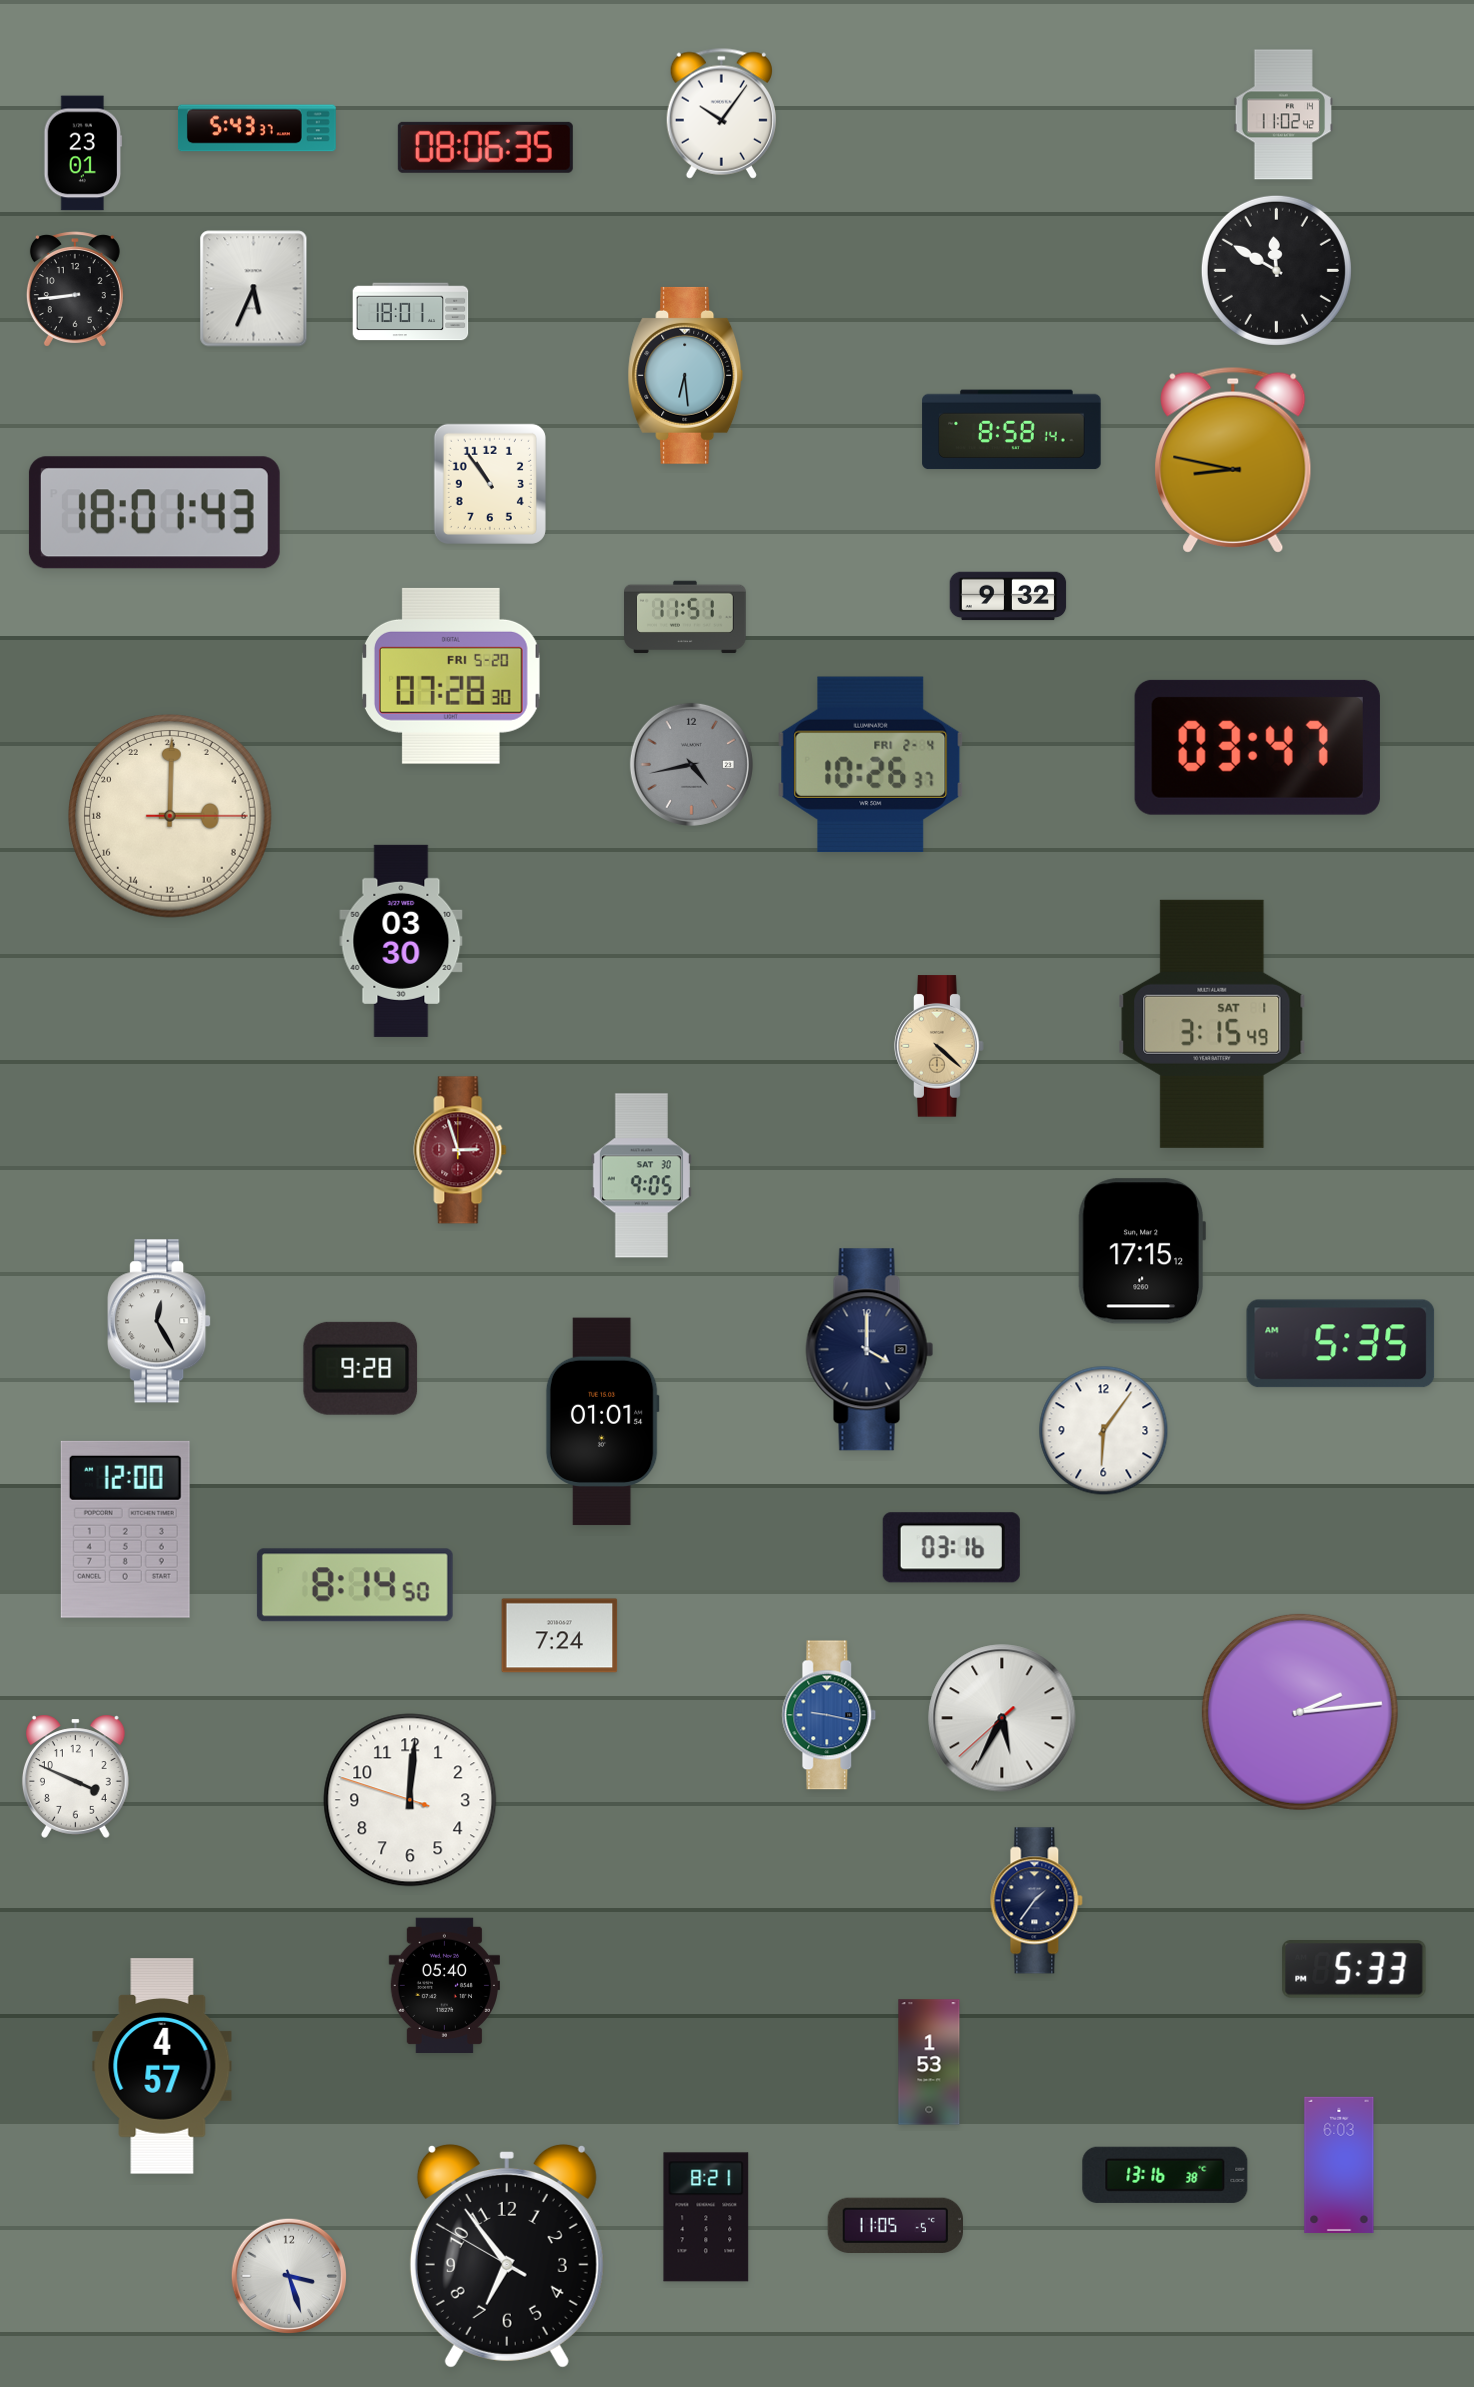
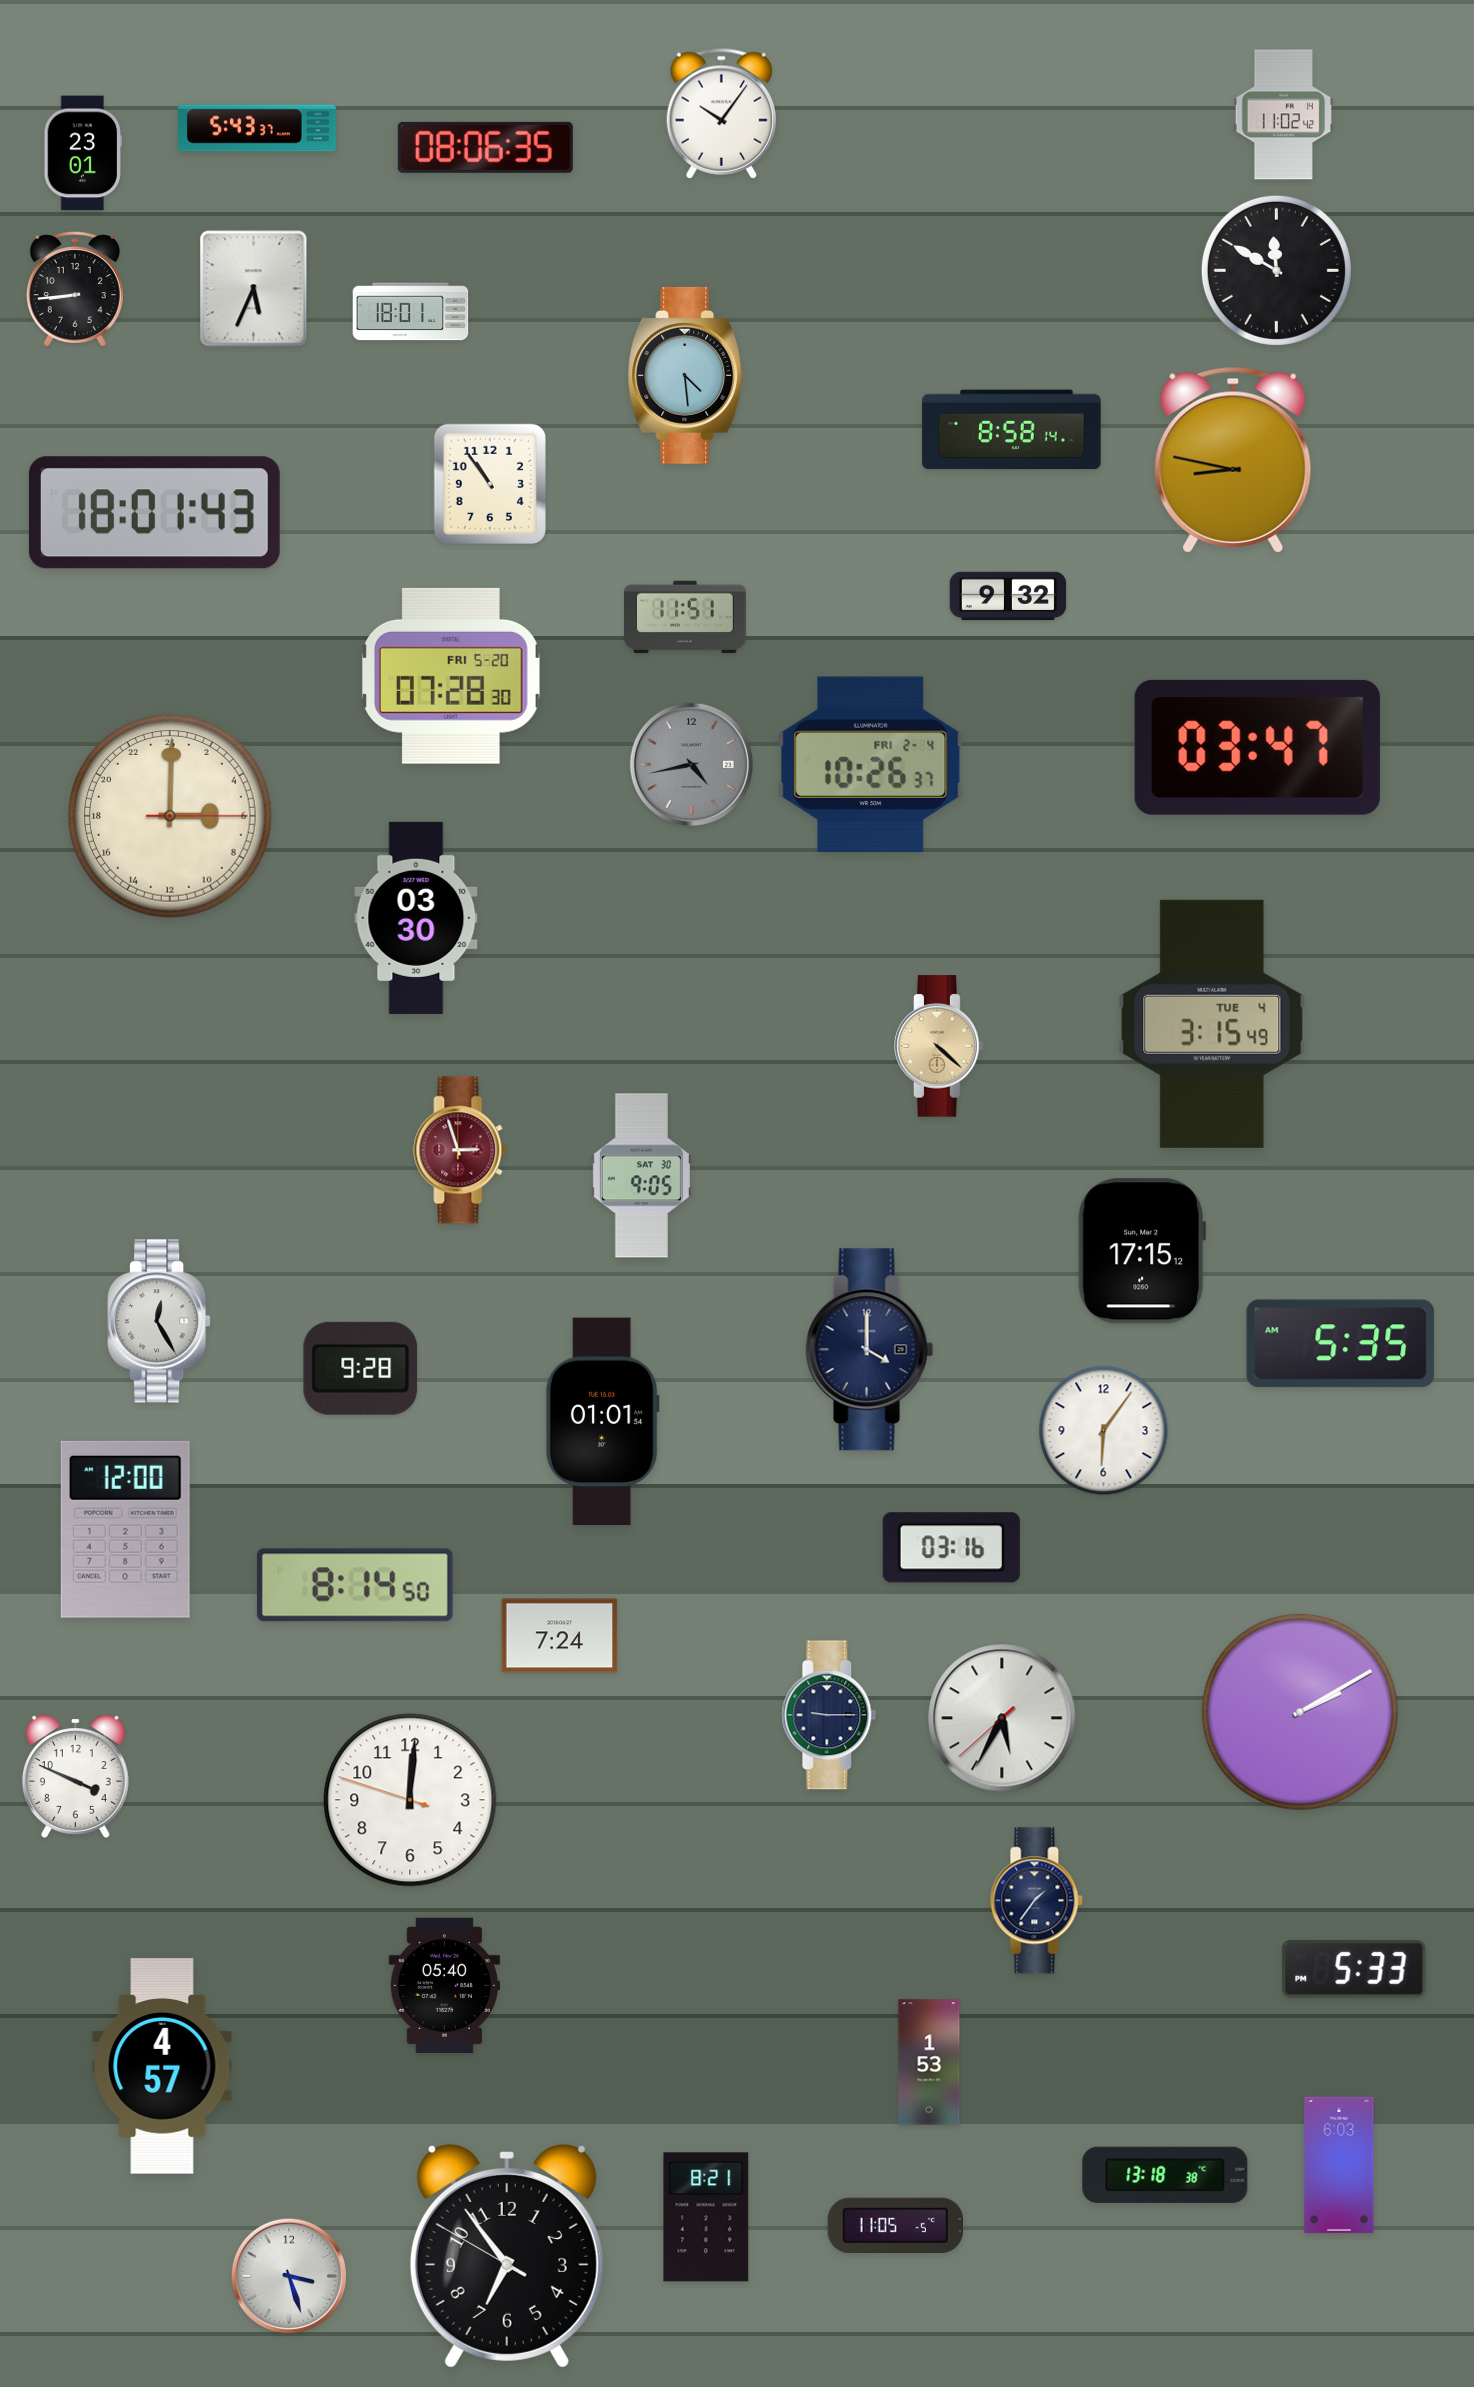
clock at (686, 375): 6:29 -> 4:29
clock at (401, 941) position: (401, 941) -> (416, 918)
clock at (1212, 1024) date: SAT 1 -> TUE 4
clock at (1300, 1712): 2:14 -> 2:10
clock at (829, 1715): 9:17 -> 9:15
clock at (829, 1715) dial: blue -> navy
clock at (1165, 2175): 13:16 -> 13:18
